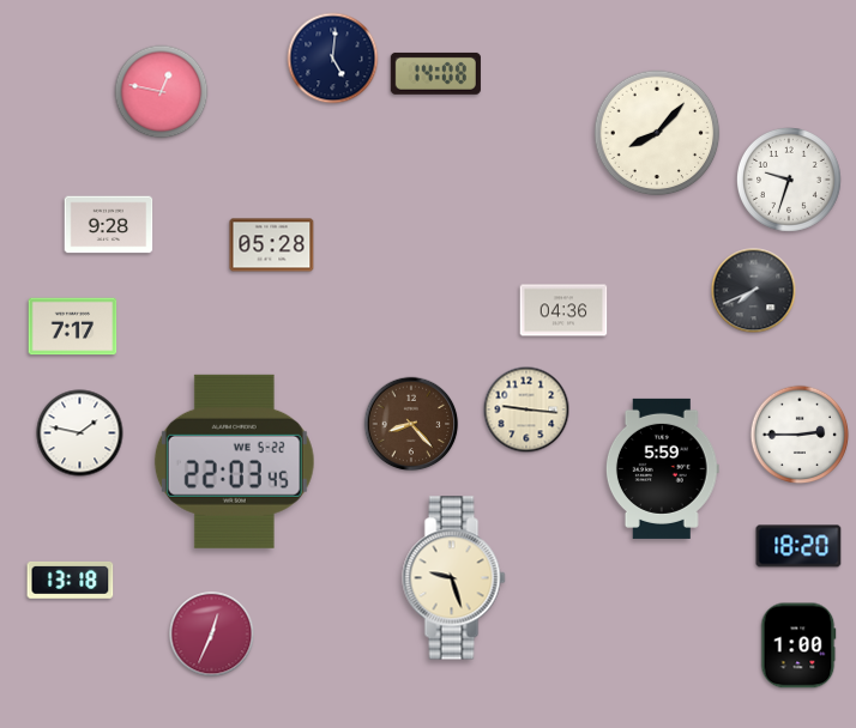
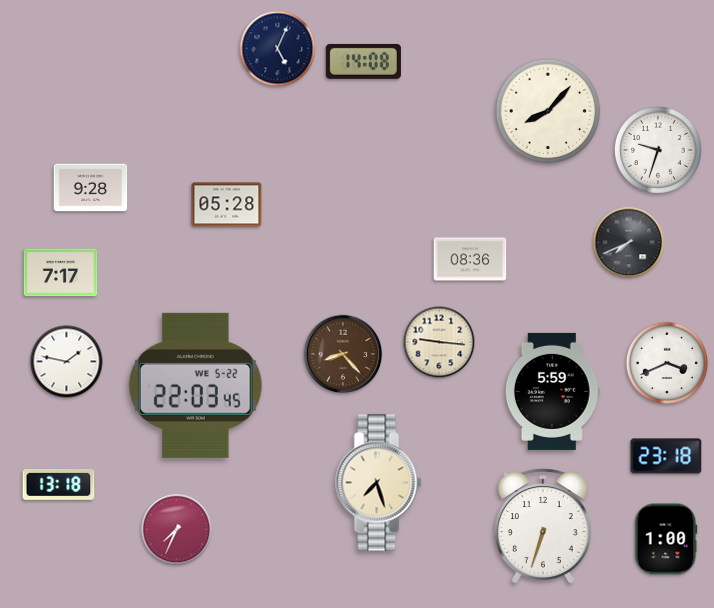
clock at (333, 59): 5:01 -> 5:04
clock at (162, 92): 12:47 -> none
clock at (563, 310): 04:36 -> 08:36
clock at (800, 435): 2:45 -> 3:41
clock at (798, 546): 18:20 -> 23:18
clock at (454, 578): 9:27 -> 7:27
clock at (543, 526): none -> 6:33
clock at (212, 635): 12:34 -> 7:34
